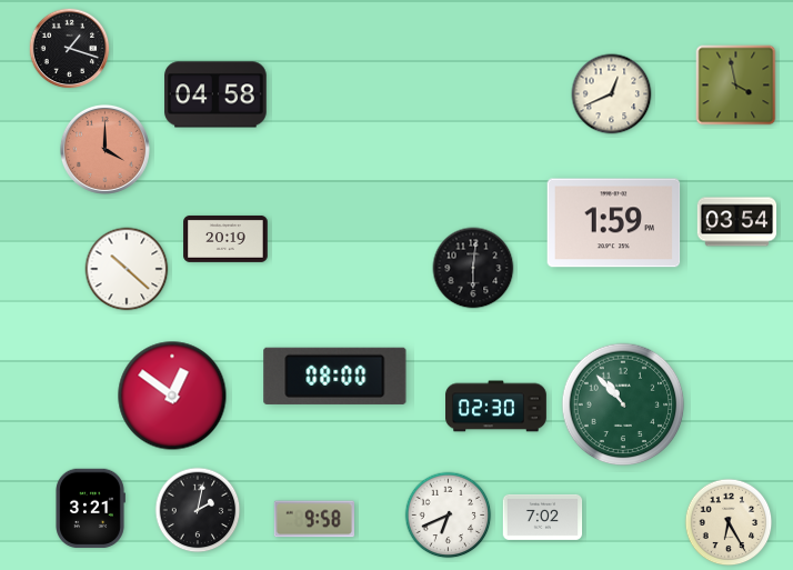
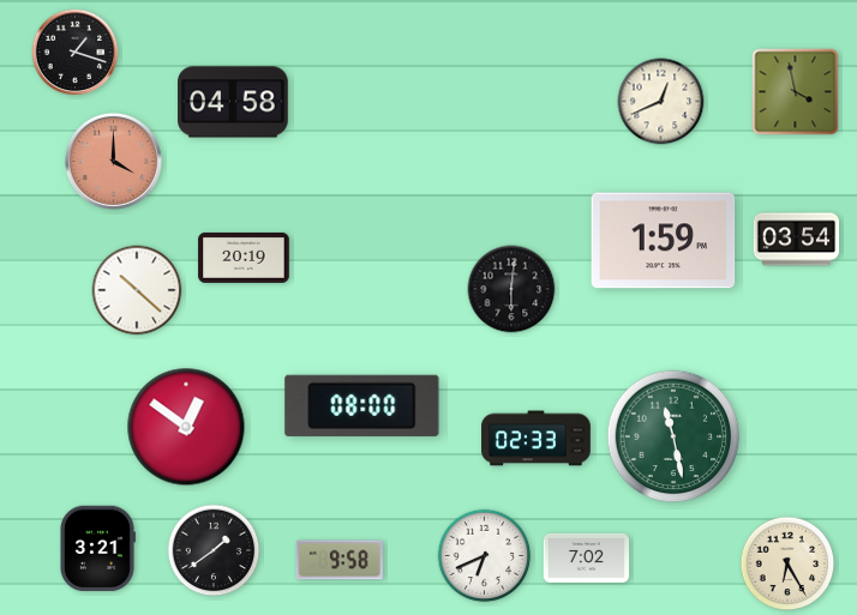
clock at (623, 404): 10:53 -> 11:28
clock at (496, 407): 02:30 -> 02:33
clock at (198, 510): 2:02 -> 1:39
